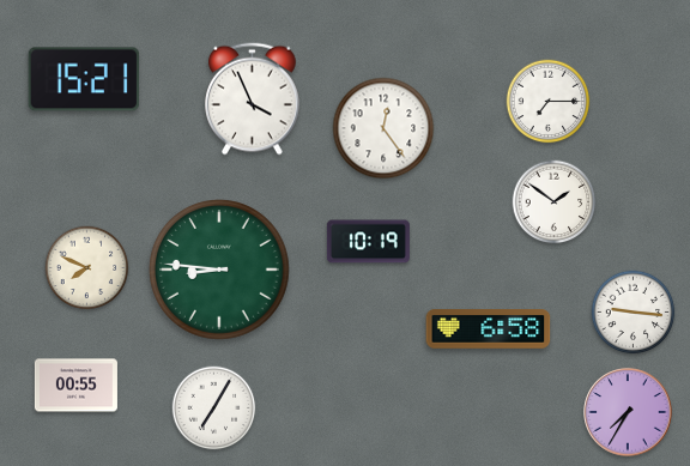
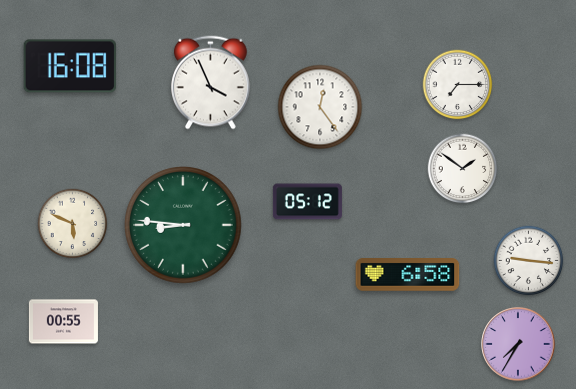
clock at (84, 79): 15:21 -> 16:08
clock at (368, 242): 10:19 -> 05:12
clock at (87, 268): 7:49 -> 5:49
clock at (214, 408): 7:05 -> none
clock at (628, 412) position: (628, 412) -> (518, 344)
